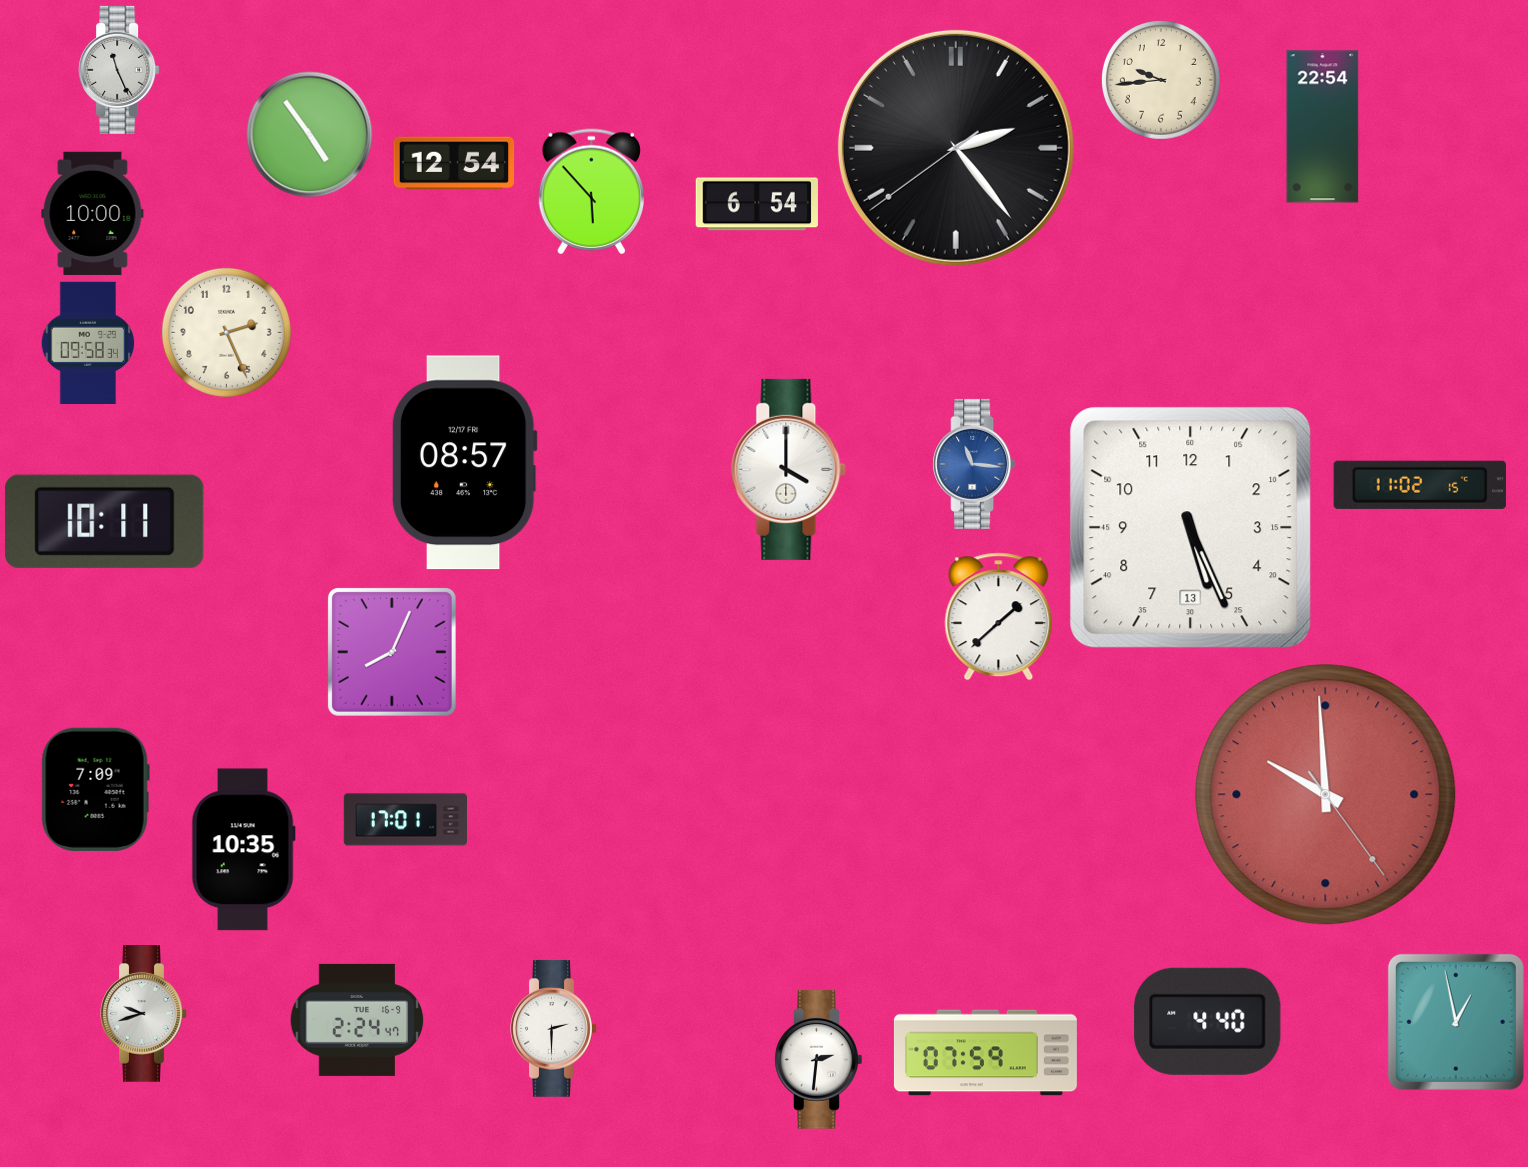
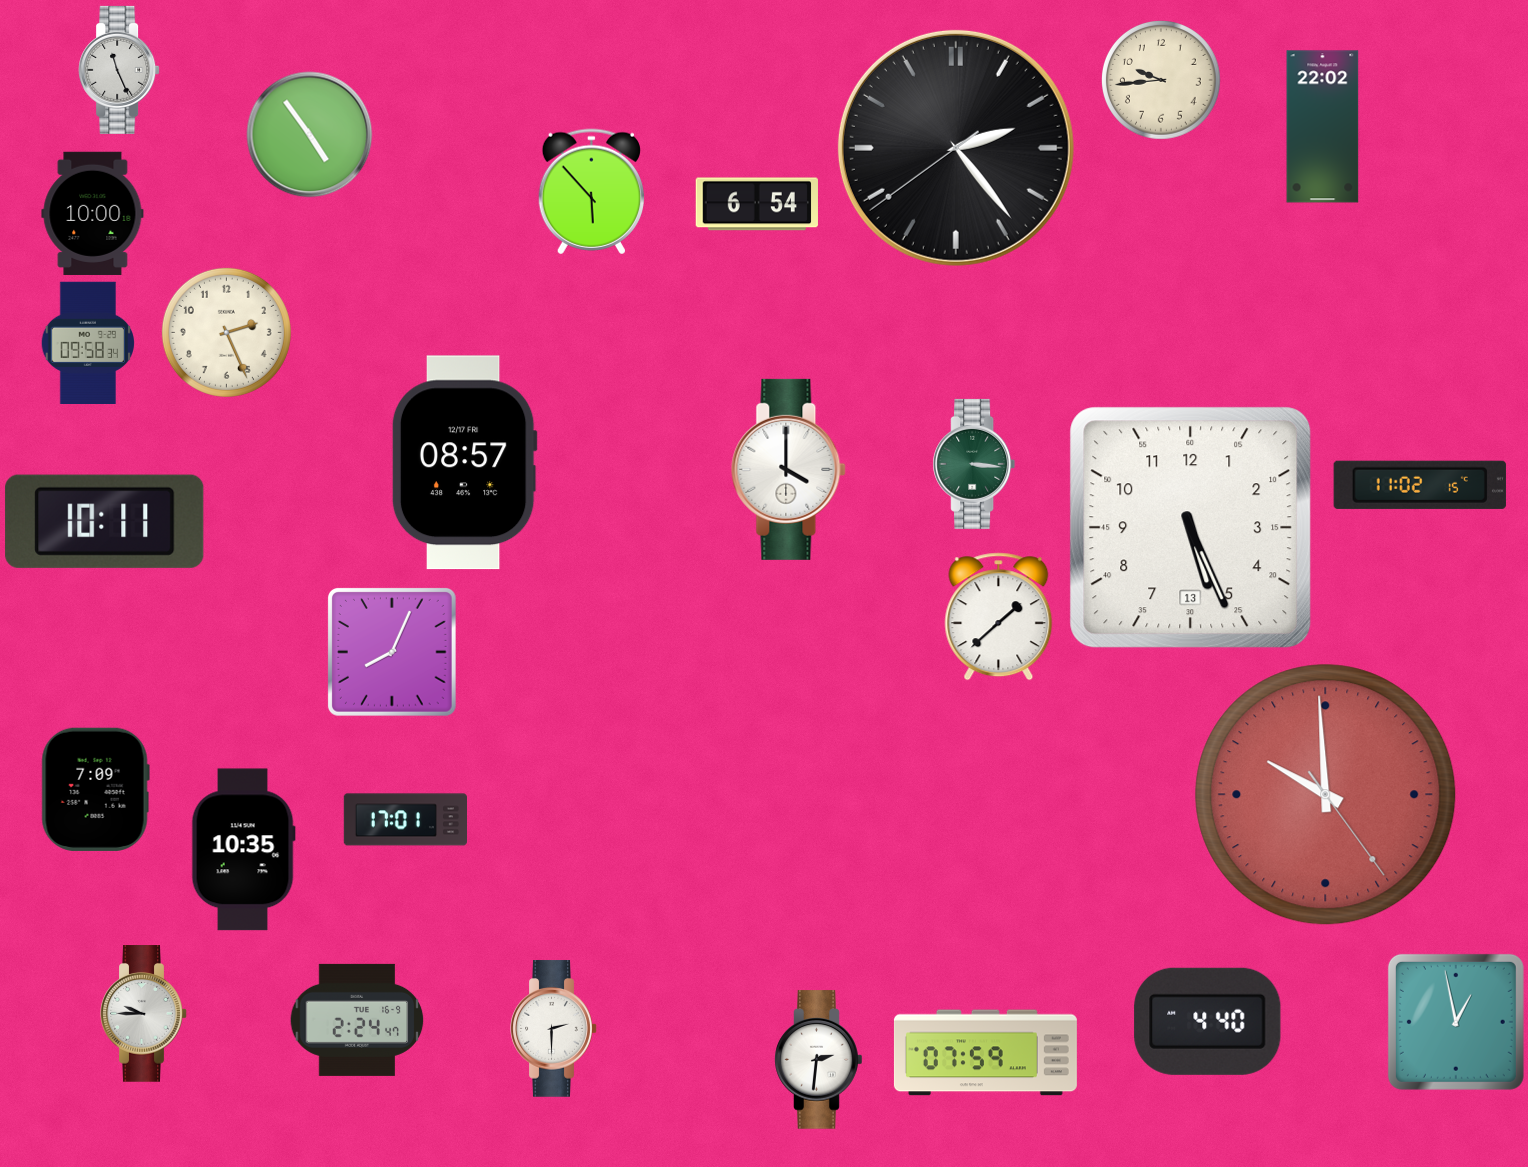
clock at (1323, 127): 22:54 -> 22:02
clock at (454, 163): 12:54 -> none
clock at (974, 464): 11:16 -> 3:16
clock at (974, 464) dial: blue -> green
clock at (144, 1014): 9:42 -> 9:45
